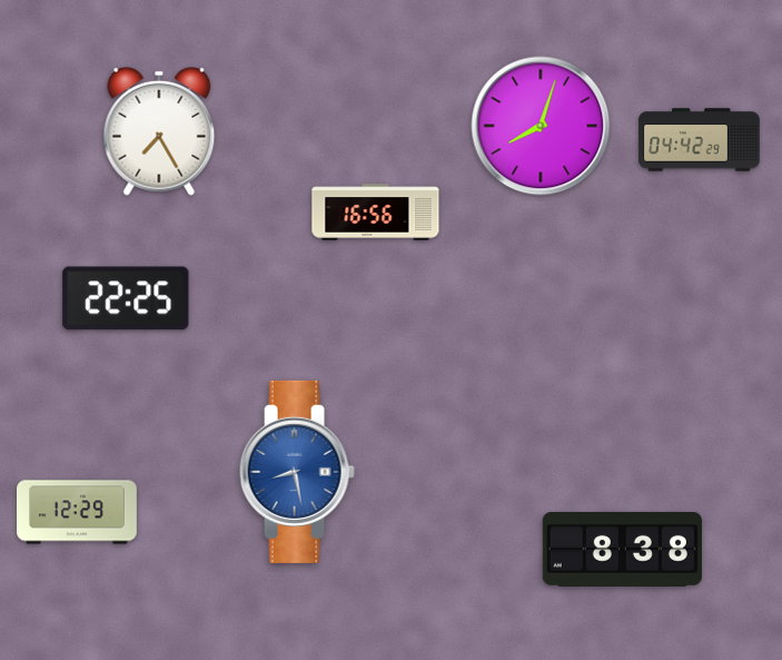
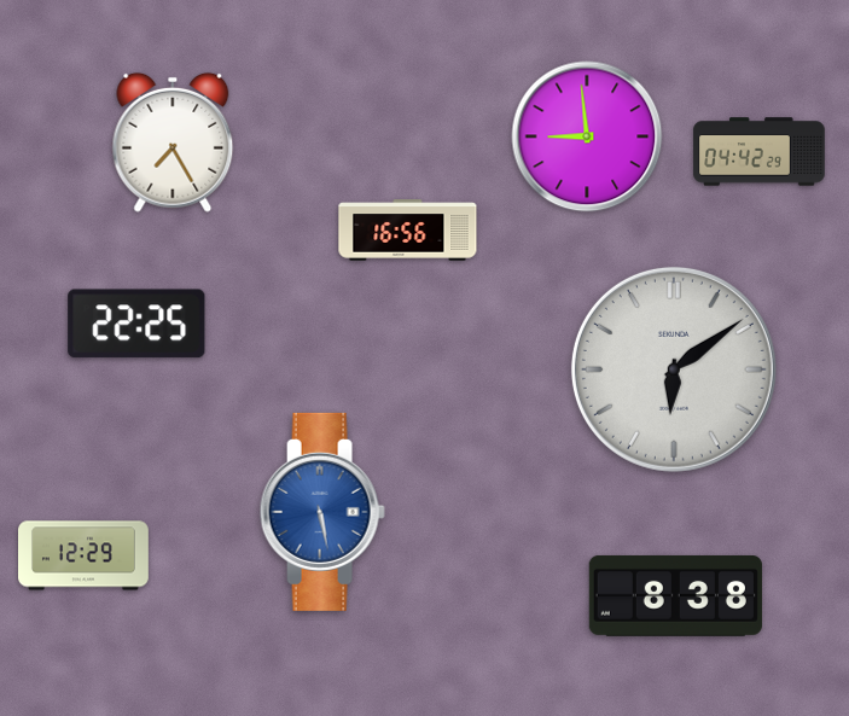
clock at (541, 126): 8:03 -> 8:59
clock at (674, 369): none -> 6:09
clock at (297, 472): 8:28 -> 5:28
